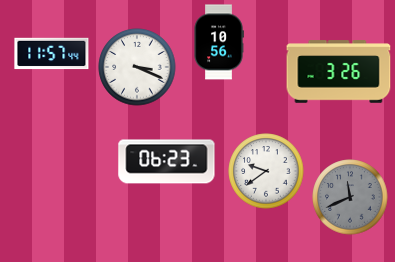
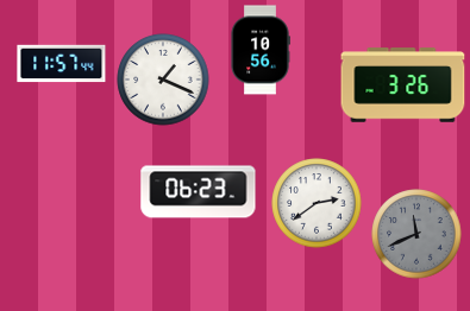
clock at (137, 67): 3:19 -> 1:19
clock at (266, 171): 9:39 -> 2:39
